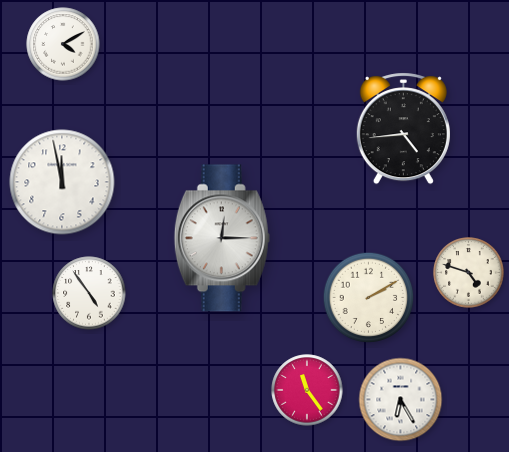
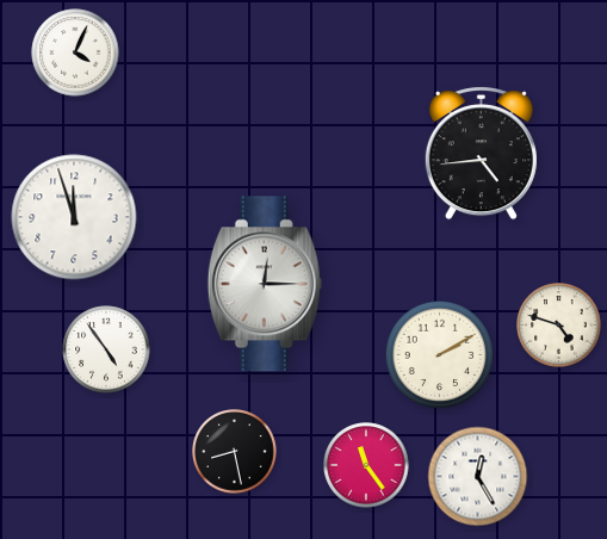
clock at (63, 44): 4:10 -> 4:04
clock at (62, 182): 11:58 -> 11:57
clock at (235, 452): none -> 8:28
clock at (401, 400): 6:25 -> 12:25
